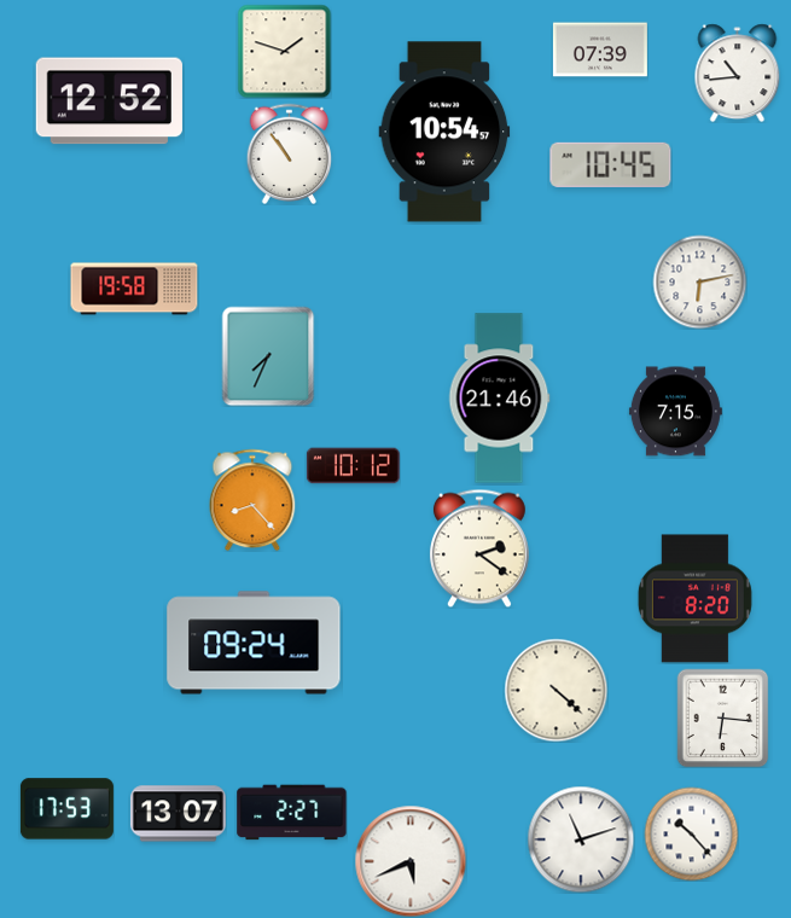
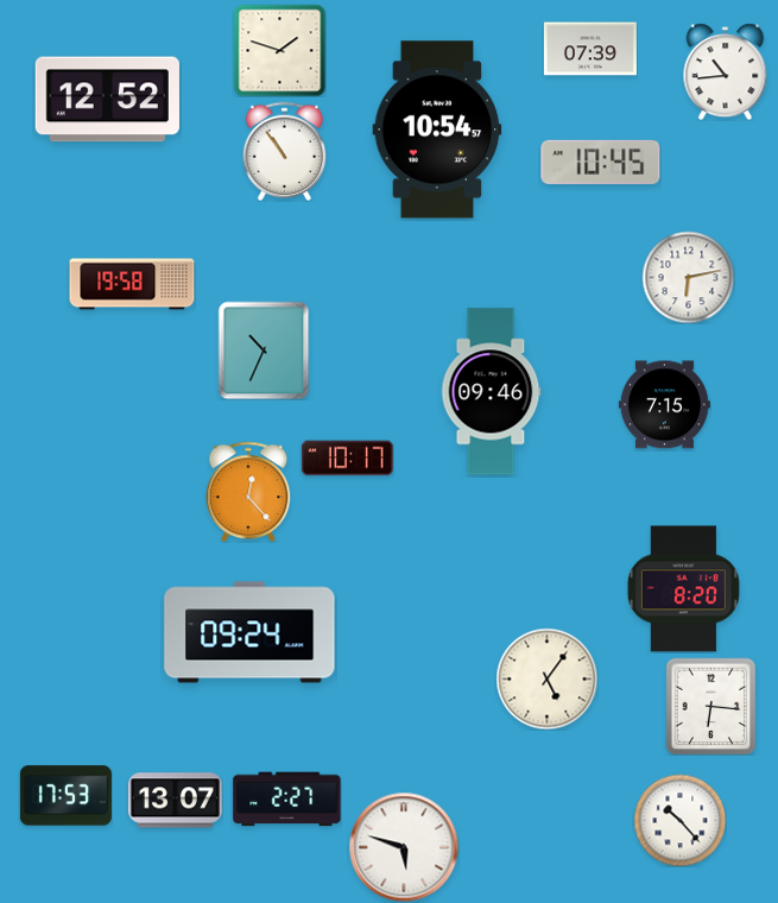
clock at (268, 356): 7:34 -> 10:34
clock at (499, 399): 21:46 -> 09:46
clock at (353, 466): 10:12 -> 10:17
clock at (252, 500): 8:23 -> 12:23
clock at (479, 548): 2:21 -> none
clock at (556, 690): 4:22 -> 5:06
clock at (581, 839): 11:12 -> none
clock at (411, 861): 5:41 -> 5:48
